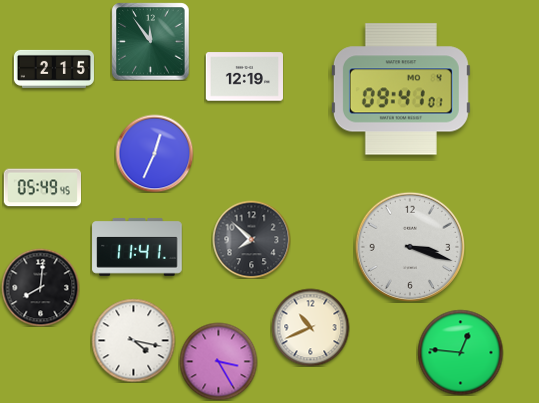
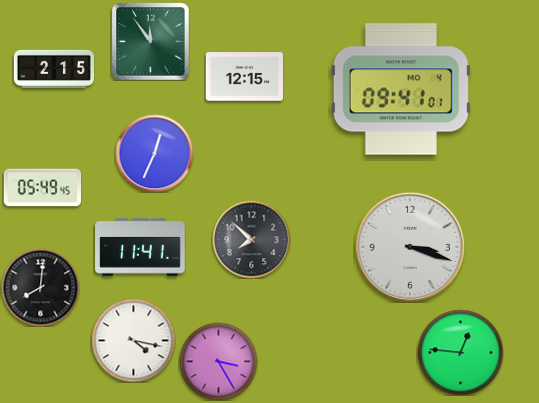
clock at (244, 77): 12:19 -> 12:15
clock at (137, 247) position: (137, 247) -> (140, 247)
clock at (310, 327): 10:41 -> none
